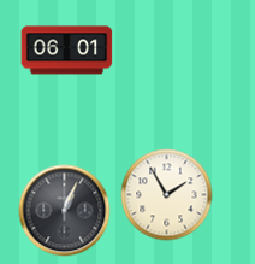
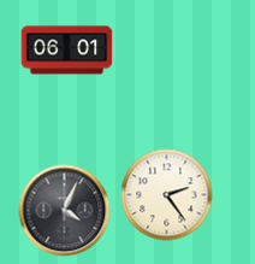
clock at (167, 195): 1:55 -> 2:24
clock at (65, 211): 1:04 -> 4:04
